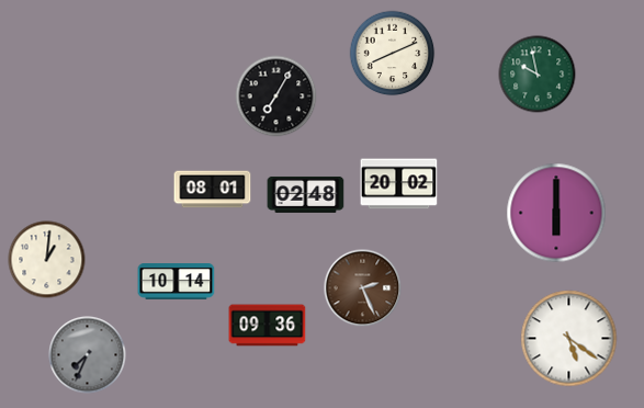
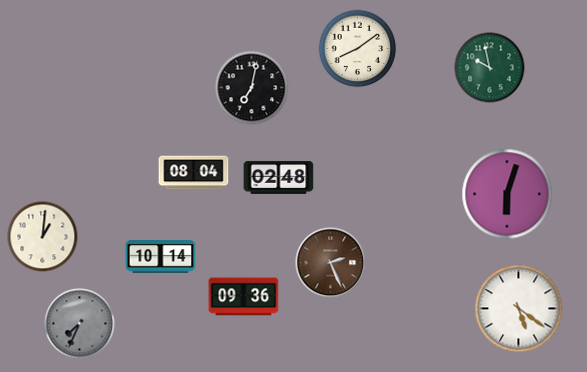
clock at (393, 54): 8:11 -> 8:09
clock at (276, 97): 7:05 -> 7:02
clock at (399, 184): 20:02 -> none
clock at (213, 190): 08:01 -> 08:04
clock at (556, 213): 6:00 -> 6:03
